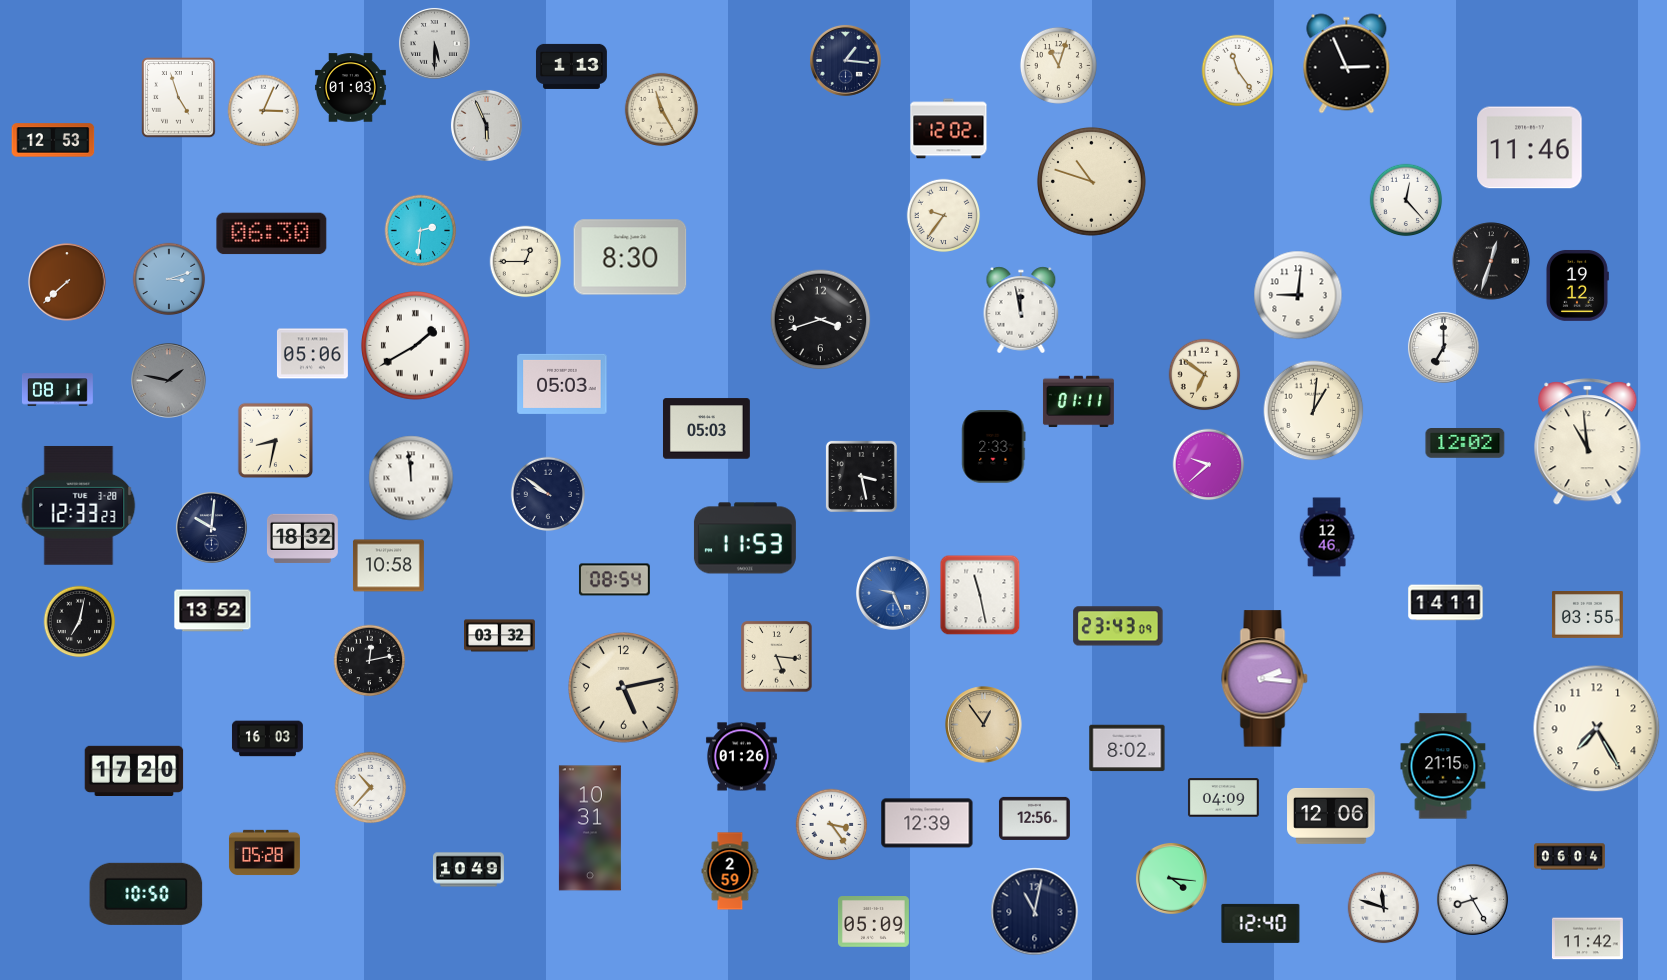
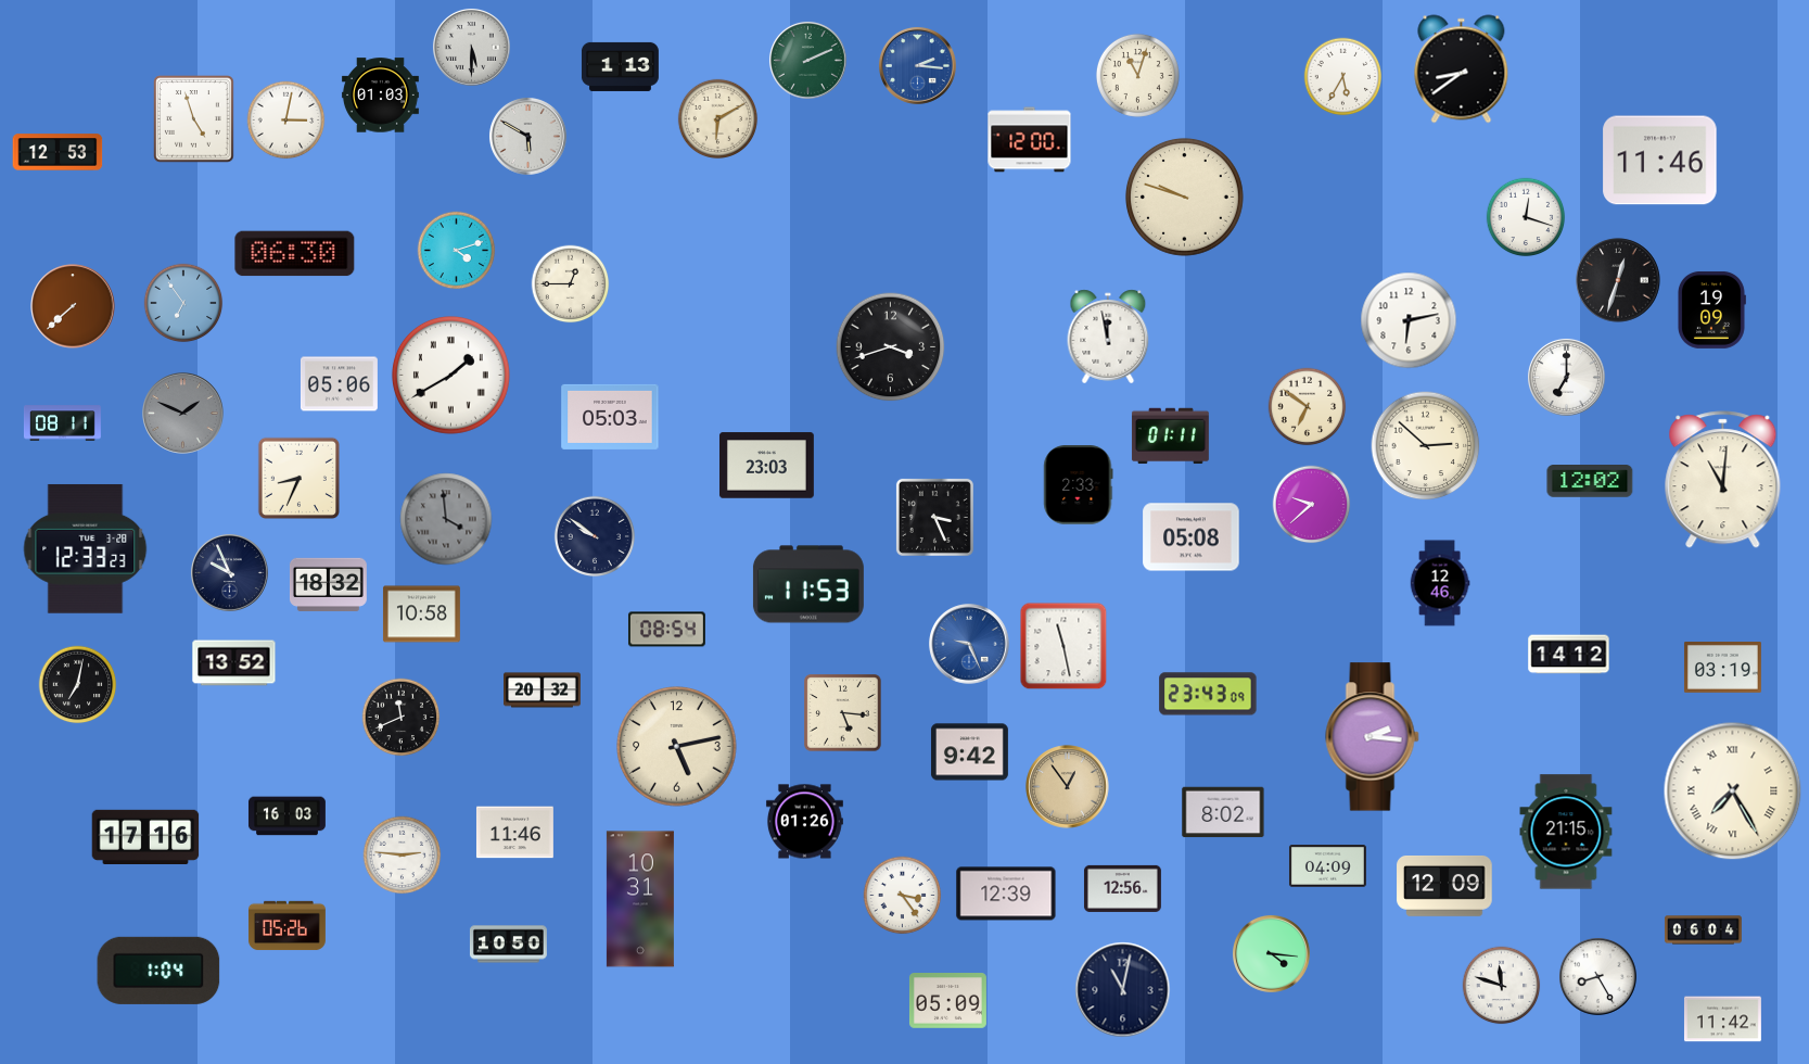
clock at (807, 60): none -> 2:11
clock at (845, 60): 1:16 -> 2:16
clock at (845, 60) dial: navy -> blue
clock at (1347, 64): 2:56 -> 8:39
clock at (1058, 65) position: (1058, 65) -> (1137, 75)
clock at (571, 66) position: (571, 66) -> (620, 66)
clock at (1238, 71): 11:24 -> 5:35
clock at (179, 98) position: (179, 98) -> (194, 119)
clock at (662, 110): 11:25 -> 6:10
clock at (264, 111): 3:04 -> 3:02
clock at (486, 125): 5:56 -> 5:50
clock at (949, 129): 12:02 -> 12:00
clock at (1091, 181): 10:48 -> 9:48
clock at (1406, 200): 12:23 -> 12:18
clock at (944, 216): 9:36 -> none
clock at (421, 231): 2:31 -> 4:12
clock at (630, 257): 8:30 -> none
clock at (1491, 261) position: (1491, 261) -> (1618, 280)
clock at (169, 279): 3:12 -> 6:54
clock at (1577, 285): 19:12 -> 19:09
clock at (1298, 295): 9:01 -> 6:13
clock at (169, 381): 1:47 -> 1:49
clock at (1314, 411): 1:01 -> 2:52
clock at (707, 429): 05:03 -> 23:03
clock at (275, 440): 8:32 -> 8:34
clock at (1588, 442): 10:59 -> 11:01
clock at (861, 476): 3:28 -> 3:26
clock at (411, 478): 11:59 -> 3:59
clock at (411, 478) dial: white -> grey
clock at (1192, 537): none -> 05:08
clock at (211, 527): 10:01 -> 9:56
clock at (1446, 603): 14:11 -> 14:12
clock at (213, 611) position: (213, 611) -> (234, 663)
clock at (1587, 615): 03:55 -> 03:19
clock at (80, 622) position: (80, 622) -> (78, 685)
clock at (1118, 626) position: (1118, 626) -> (1208, 694)
clock at (500, 636): 03:32 -> 20:32
clock at (370, 661): 12:13 -> 11:41
clock at (969, 752): none -> 9:42
clock at (1597, 729) numerals: Arabic -> Roman
clock at (267, 739) position: (267, 739) -> (286, 816)
clock at (514, 833): none -> 11:46
clock at (134, 770): 17:20 -> 17:16
clock at (371, 788): 10:37 -> 2:46
clock at (1331, 816): 12:06 -> 12:09
clock at (264, 853): 05:28 -> 05:26
clock at (468, 870): 10:49 -> 10:50
clock at (730, 871): 2:59 -> none
clock at (146, 894): 10:50 -> 1:04
clock at (1261, 923): 12:40 -> none
